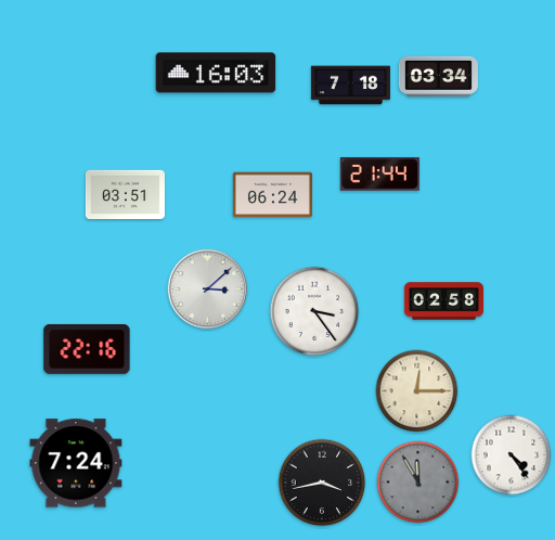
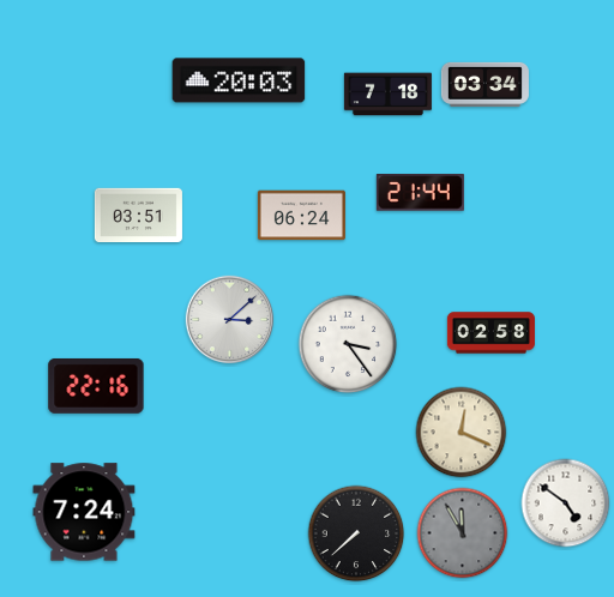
clock at (216, 73): 16:03 -> 20:03
clock at (417, 391): 12:15 -> 12:19
clock at (512, 455): 4:24 -> 4:51
clock at (322, 483): 3:43 -> 7:38
